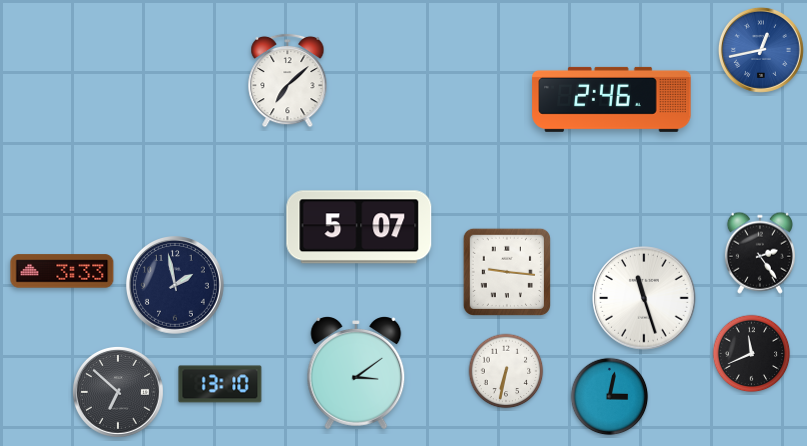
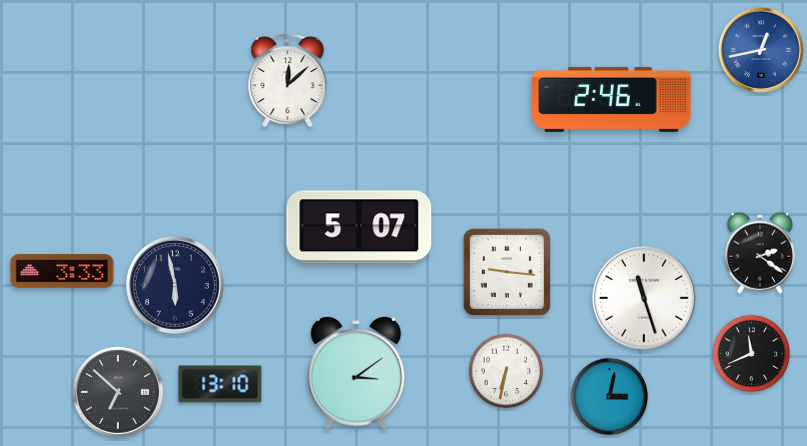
clock at (288, 80): 7:08 -> 12:08
clock at (760, 253): 2:24 -> 2:21
clock at (176, 286): 1:58 -> 5:58
